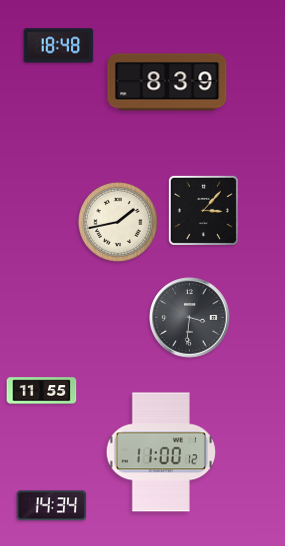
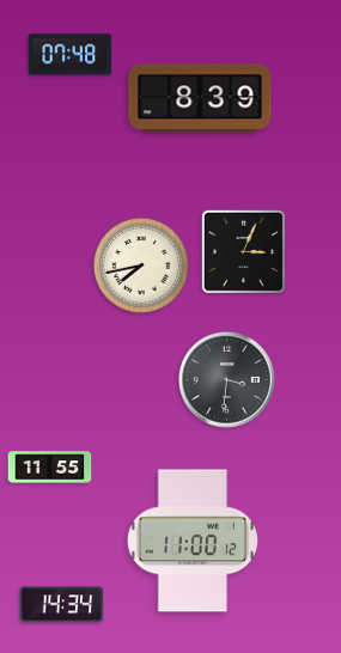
clock at (59, 46): 18:48 -> 07:48
clock at (203, 210): 3:07 -> 3:04
clock at (118, 222): 1:43 -> 7:43
